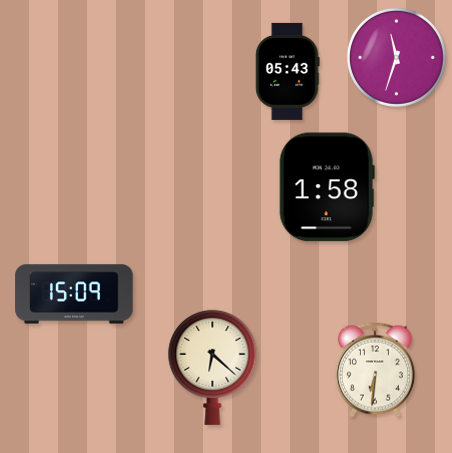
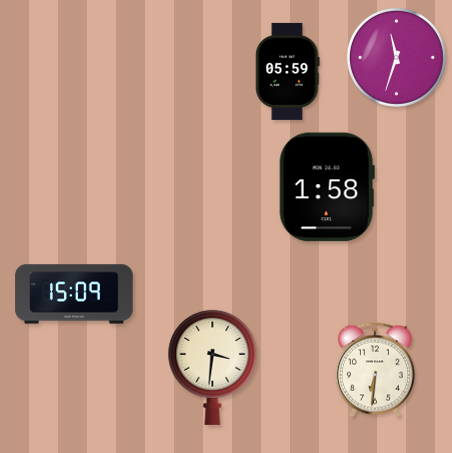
clock at (288, 71): 05:43 -> 05:59
clock at (213, 367): 6:22 -> 3:31
